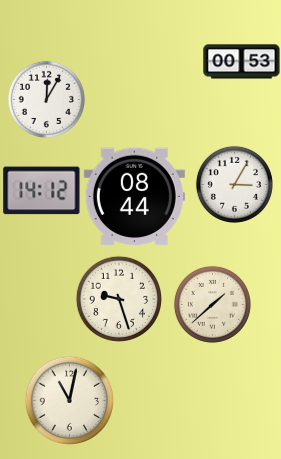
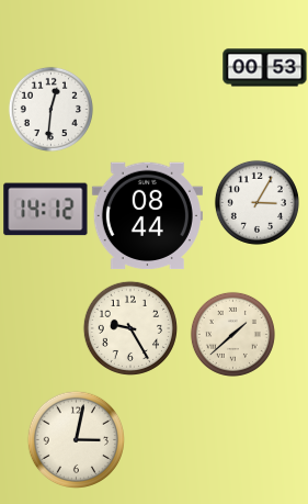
clock at (46, 99): 12:05 -> 12:31
clock at (118, 298): 9:27 -> 9:25
clock at (69, 400): 11:02 -> 3:02
